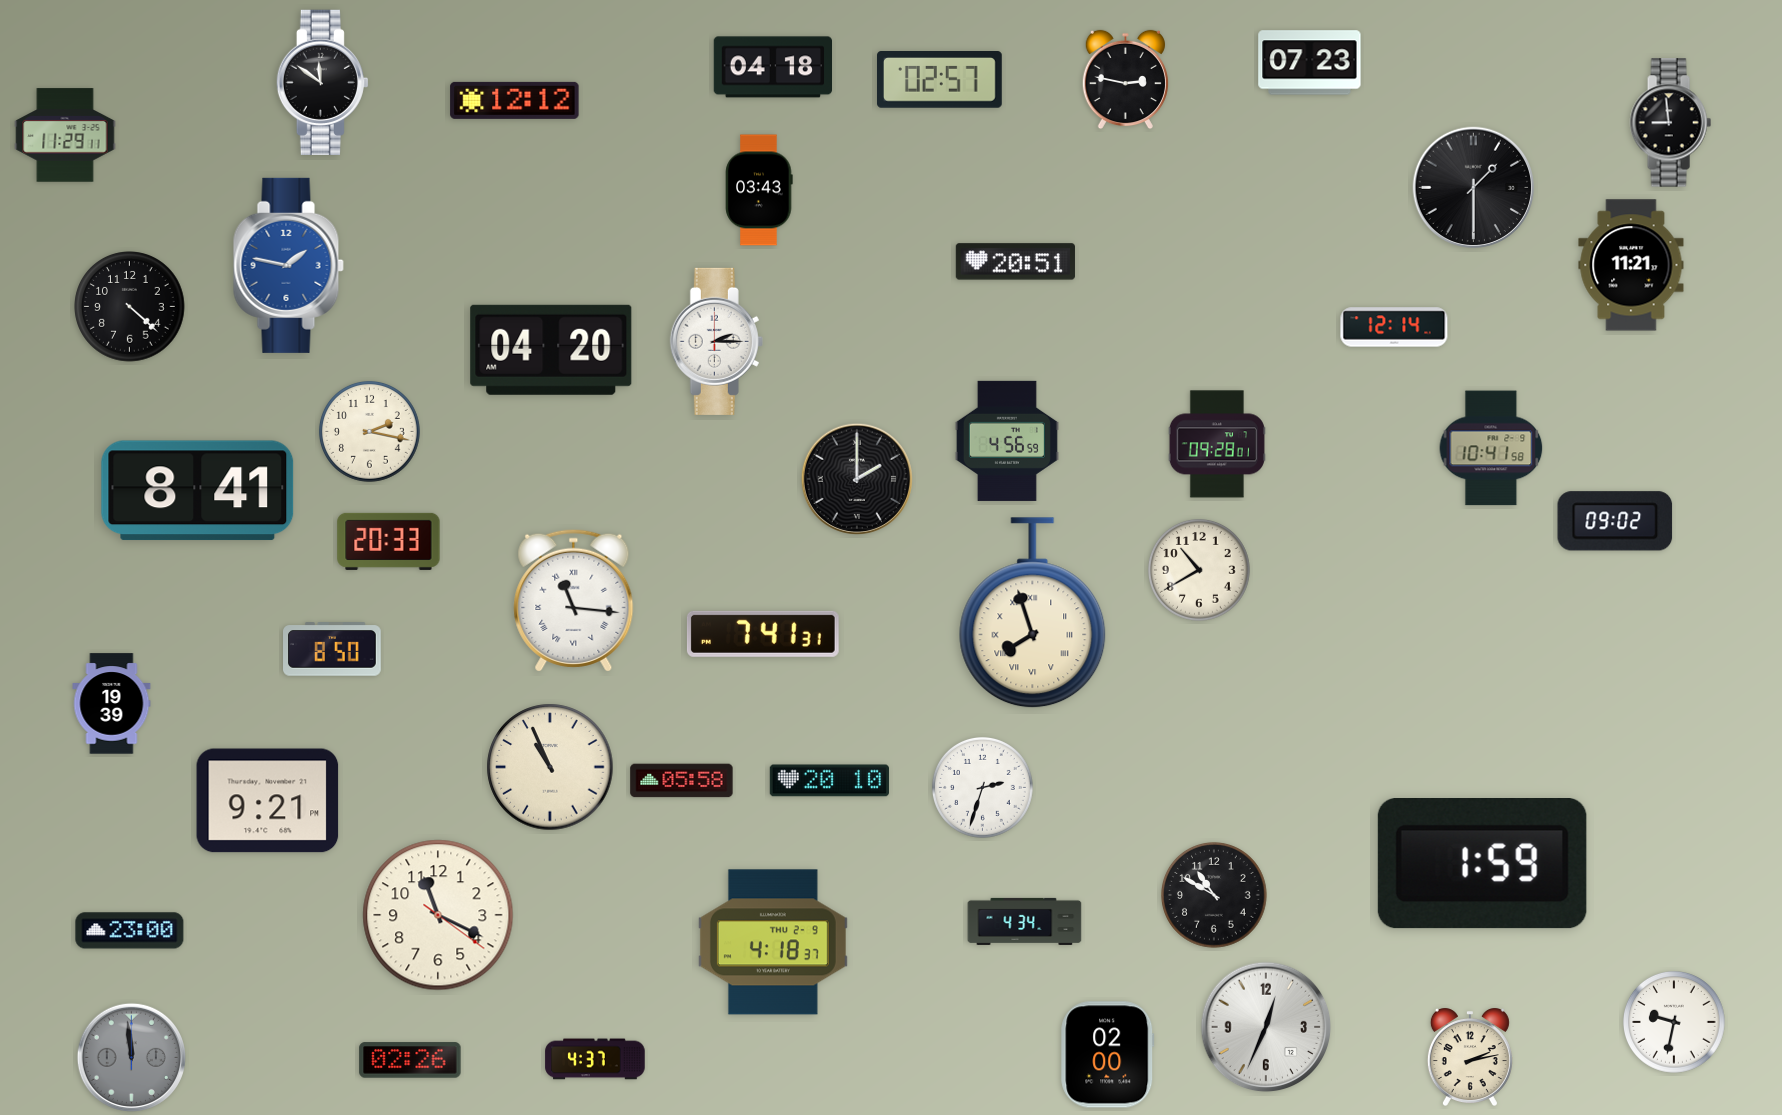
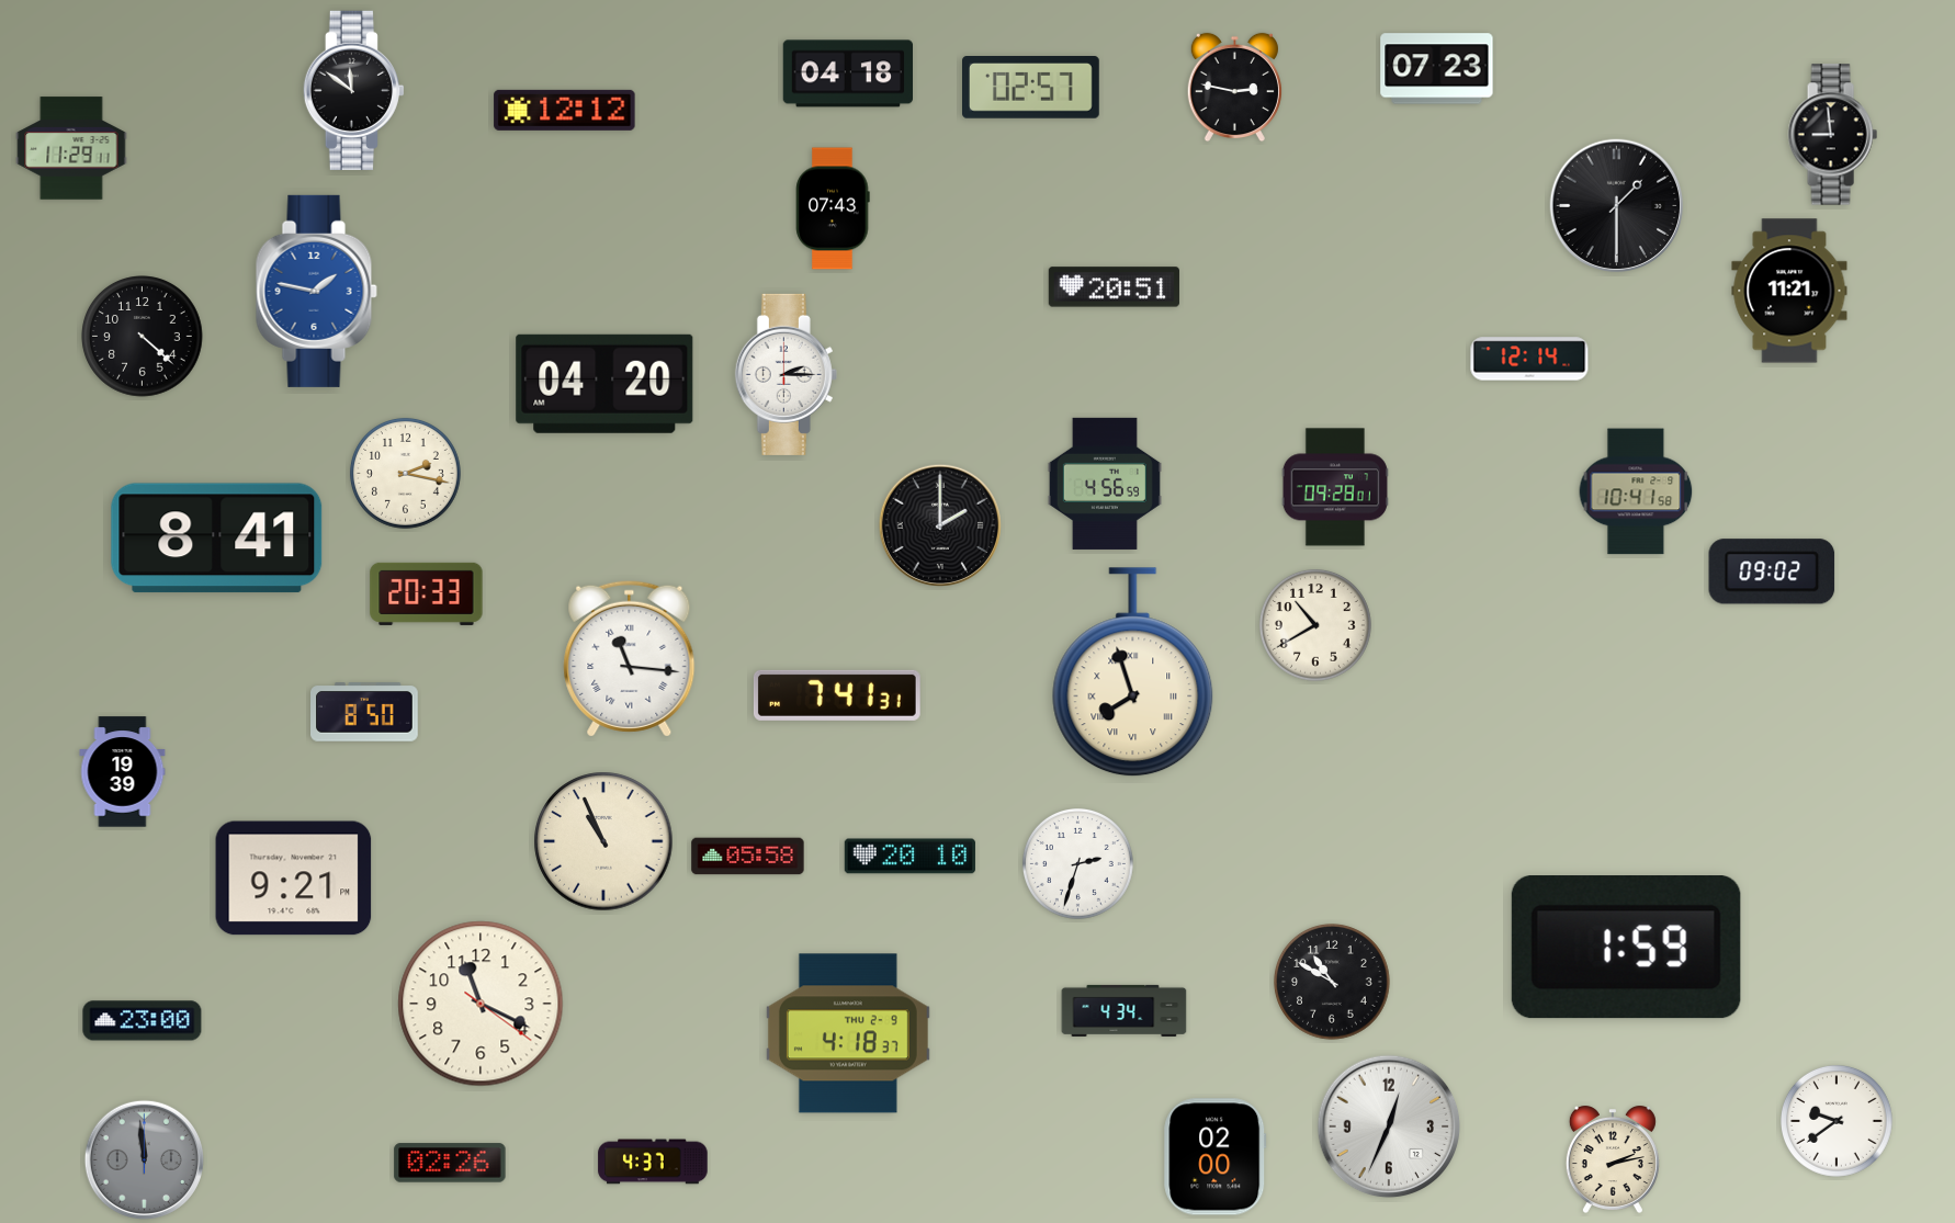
clock at (759, 190): 03:43 -> 07:43
clock at (1675, 1023): 9:32 -> 9:39
